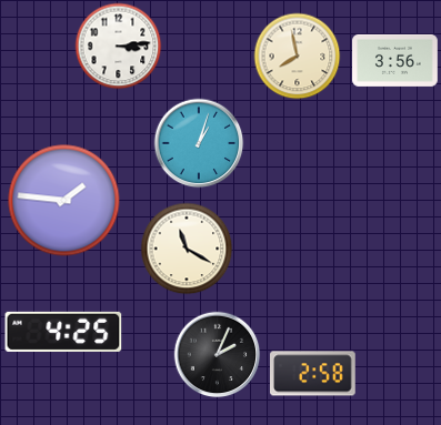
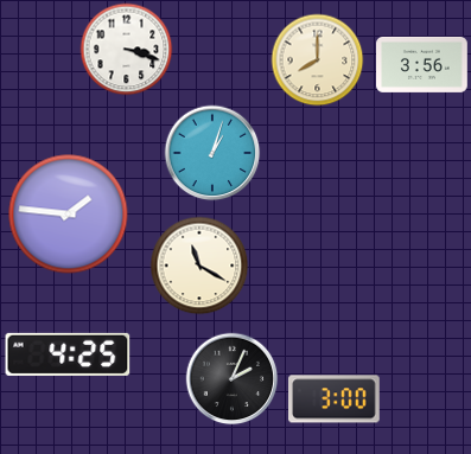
clock at (118, 45): 3:14 -> 3:18
clock at (297, 55): 7:58 -> 8:00
clock at (313, 374): 2:58 -> 3:00
